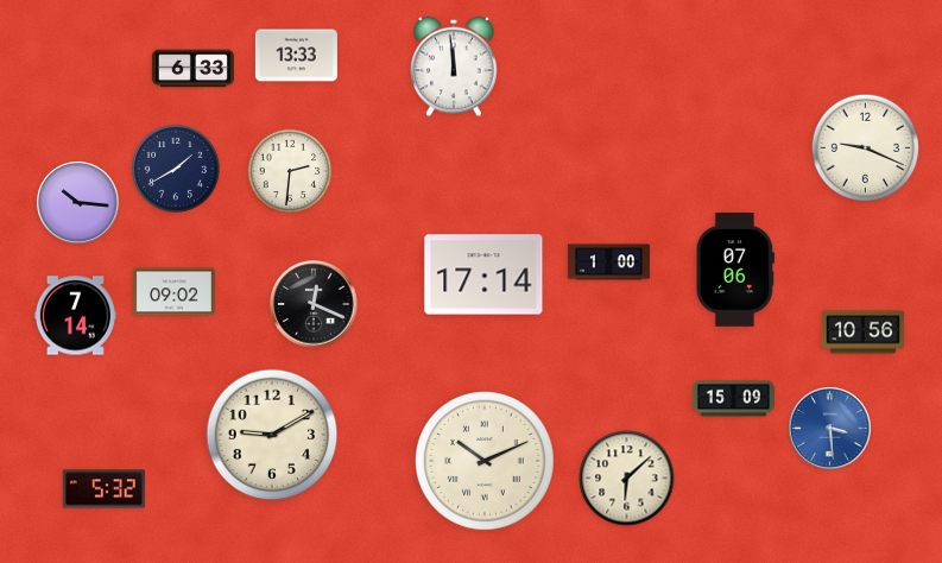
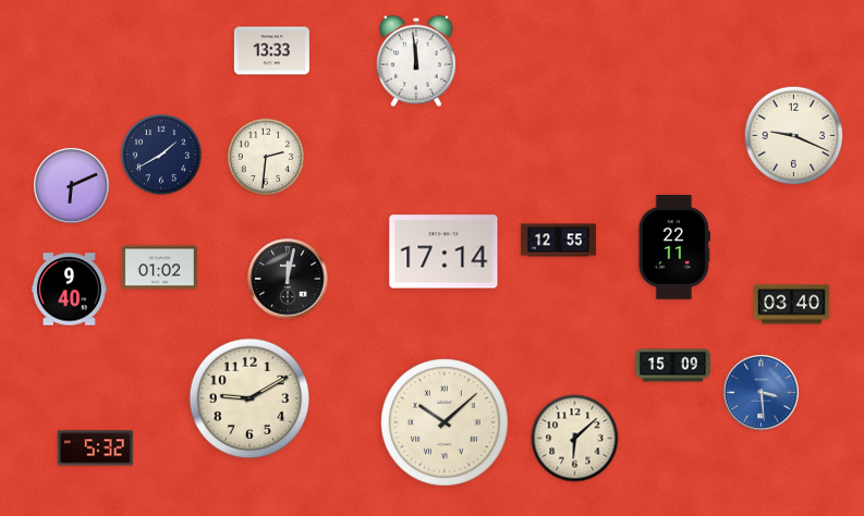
clock at (192, 69): 6:33 -> none
clock at (78, 203): 10:16 -> 6:11
clock at (608, 262): 1:00 -> 12:55
clock at (735, 270): 07:06 -> 22:11
clock at (173, 292): 09:02 -> 01:02
clock at (314, 304): 12:19 -> 12:02
clock at (75, 316): 7:14 -> 9:40
clock at (862, 333): 10:56 -> 03:40
clock at (485, 461): 10:11 -> 10:08
